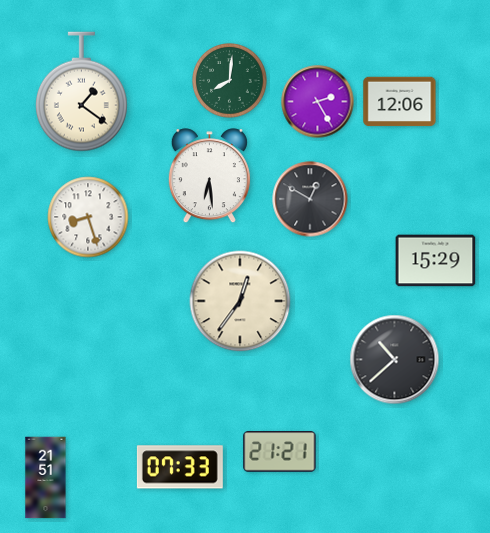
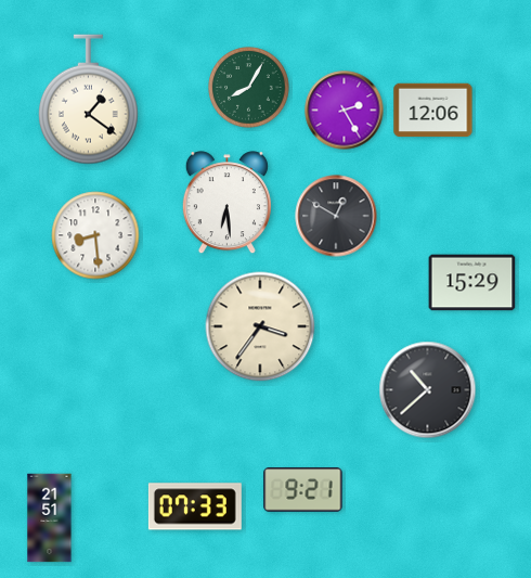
clock at (230, 81): 8:01 -> 8:05
clock at (209, 176) position: (209, 176) -> (226, 203)
clock at (88, 217): 8:27 -> 8:29
clock at (240, 301): 12:36 -> 3:36
clock at (280, 452): 21:21 -> 9:21
